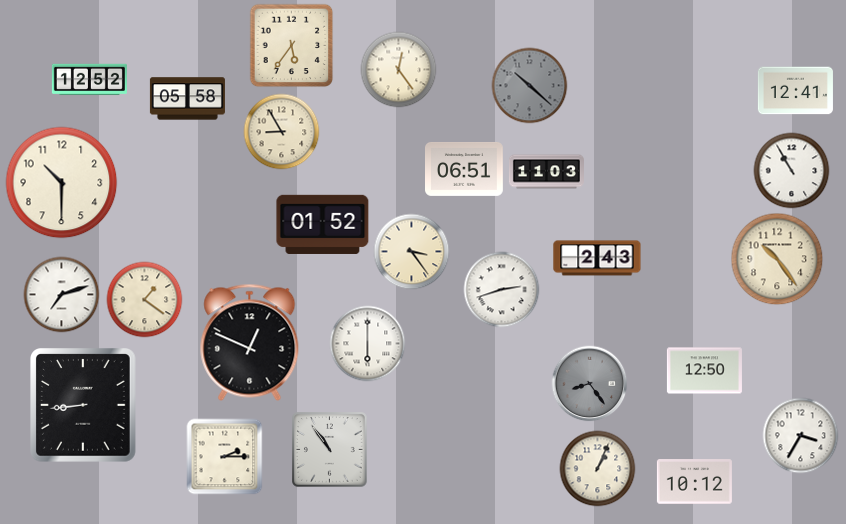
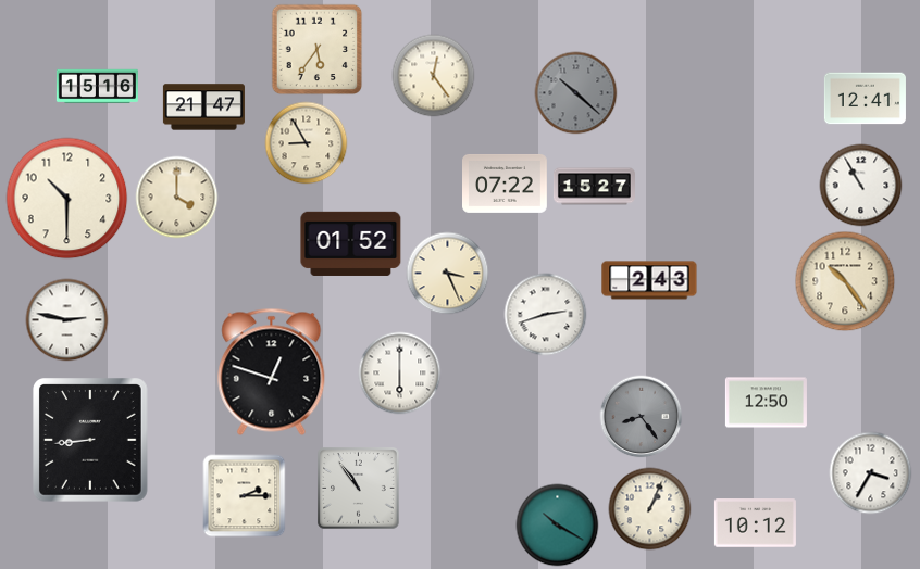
clock at (89, 80): 12:52 -> 15:16
clock at (187, 99): 05:58 -> 21:47
clock at (465, 169): 06:51 -> 07:22
clock at (546, 172): 11:03 -> 15:27
clock at (177, 198): none -> 4:00
clock at (412, 252): 3:24 -> 3:26
clock at (62, 295): 7:12 -> 2:47
clock at (145, 300): 1:21 -> none
clock at (250, 342): 12:49 -> 12:48
clock at (558, 526): none -> 10:20
